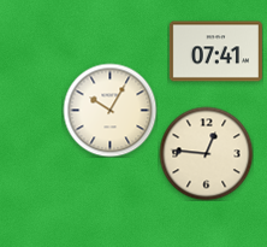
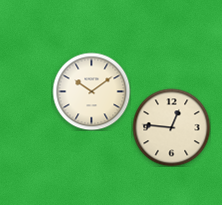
clock at (215, 52): 07:41 -> none
clock at (109, 110): 10:05 -> 10:09
